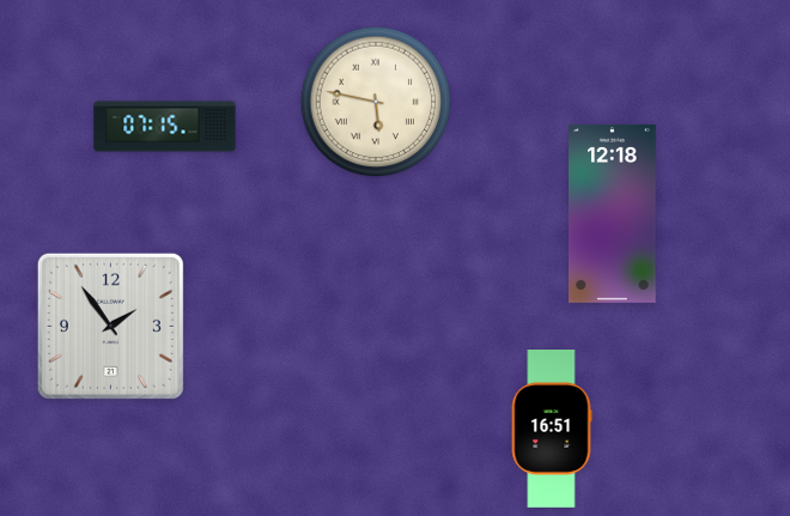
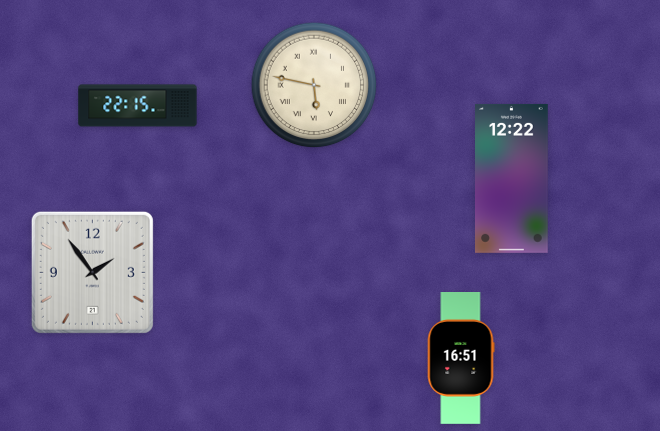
clock at (165, 127): 07:15 -> 22:15
clock at (613, 213): 12:18 -> 12:22
